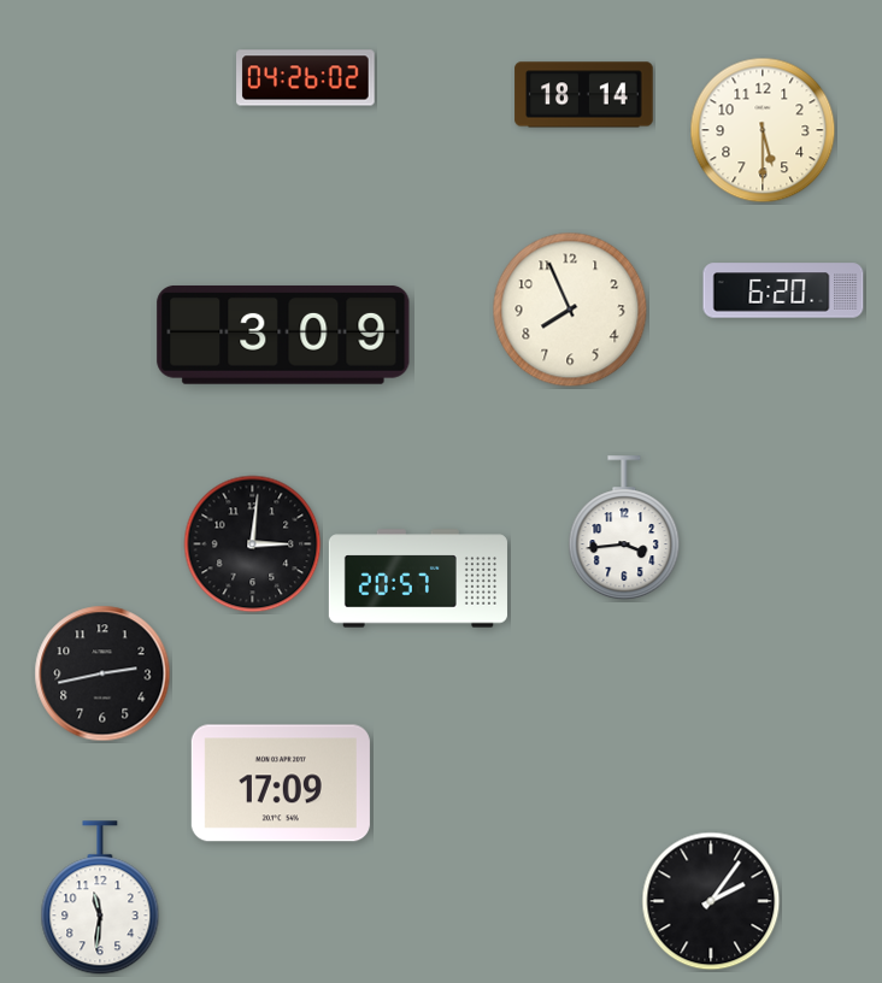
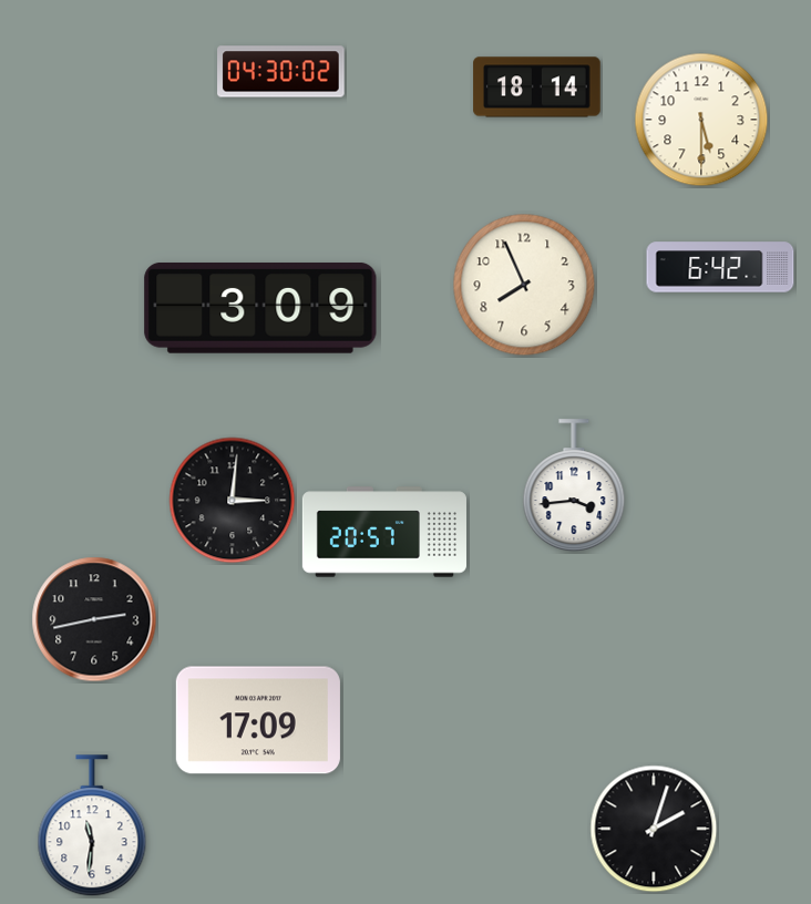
clock at (306, 78): 04:26 -> 04:30
clock at (783, 290): 6:20 -> 6:42
clock at (711, 901): 2:06 -> 2:03
